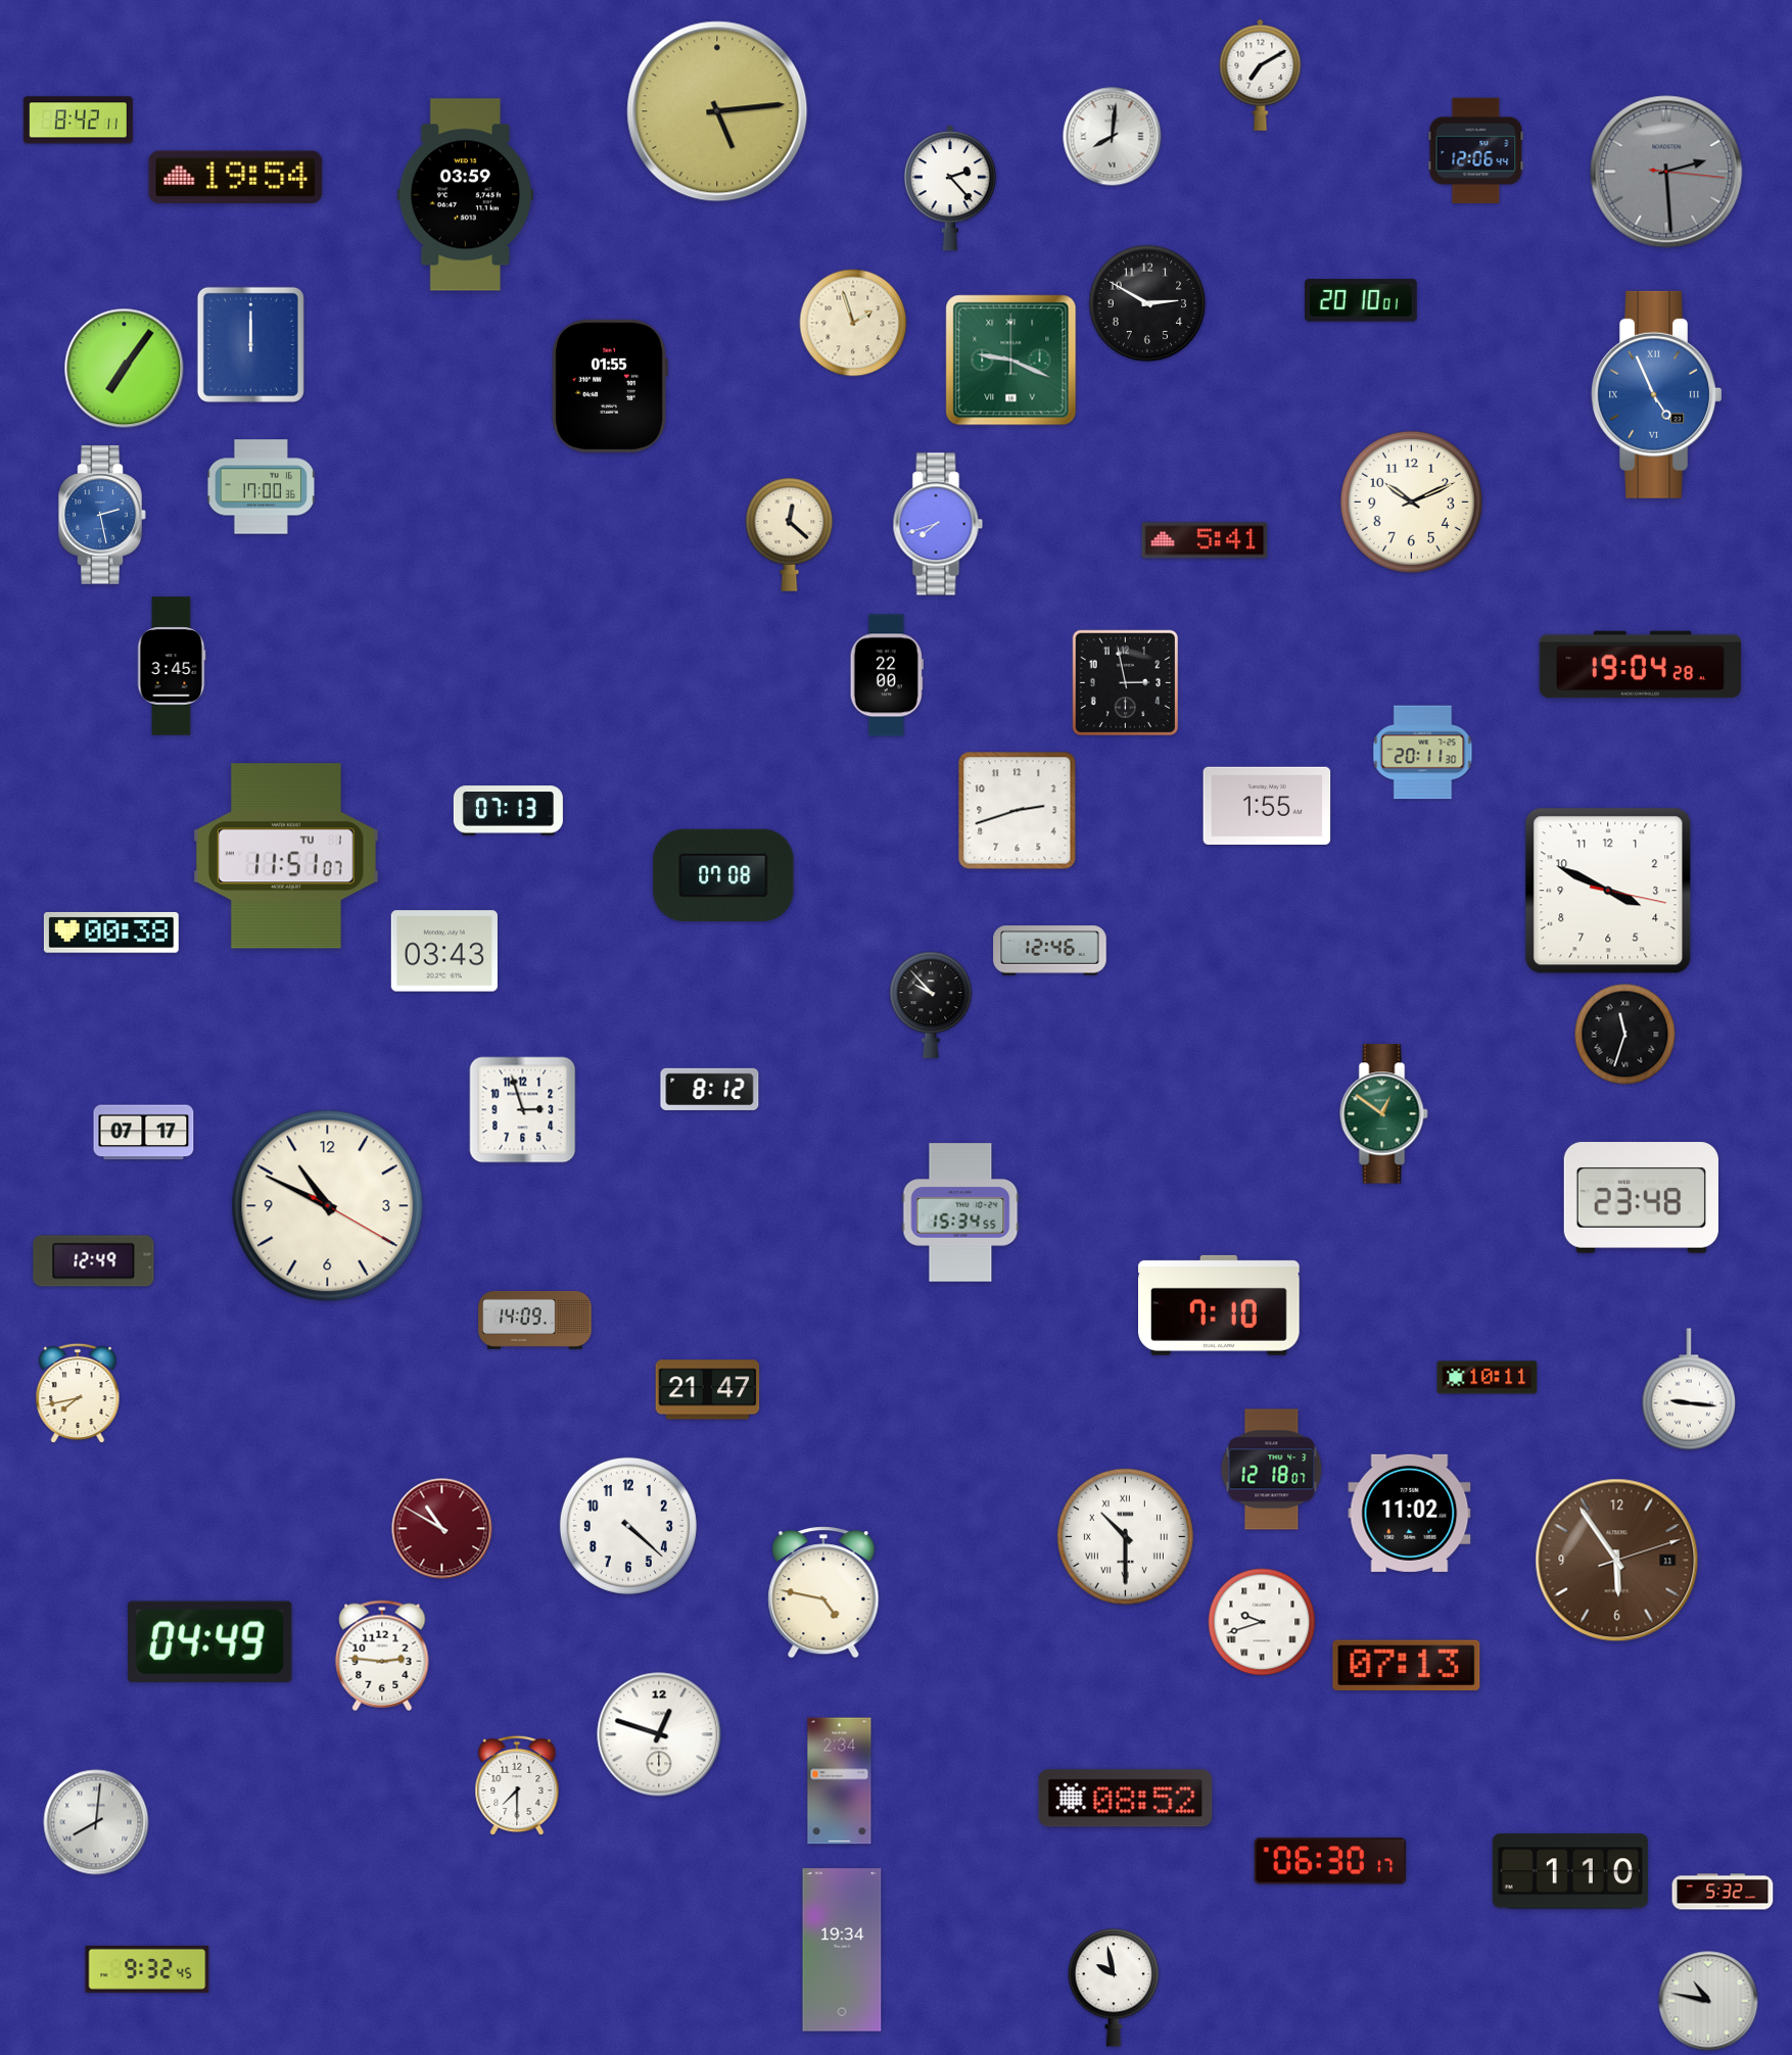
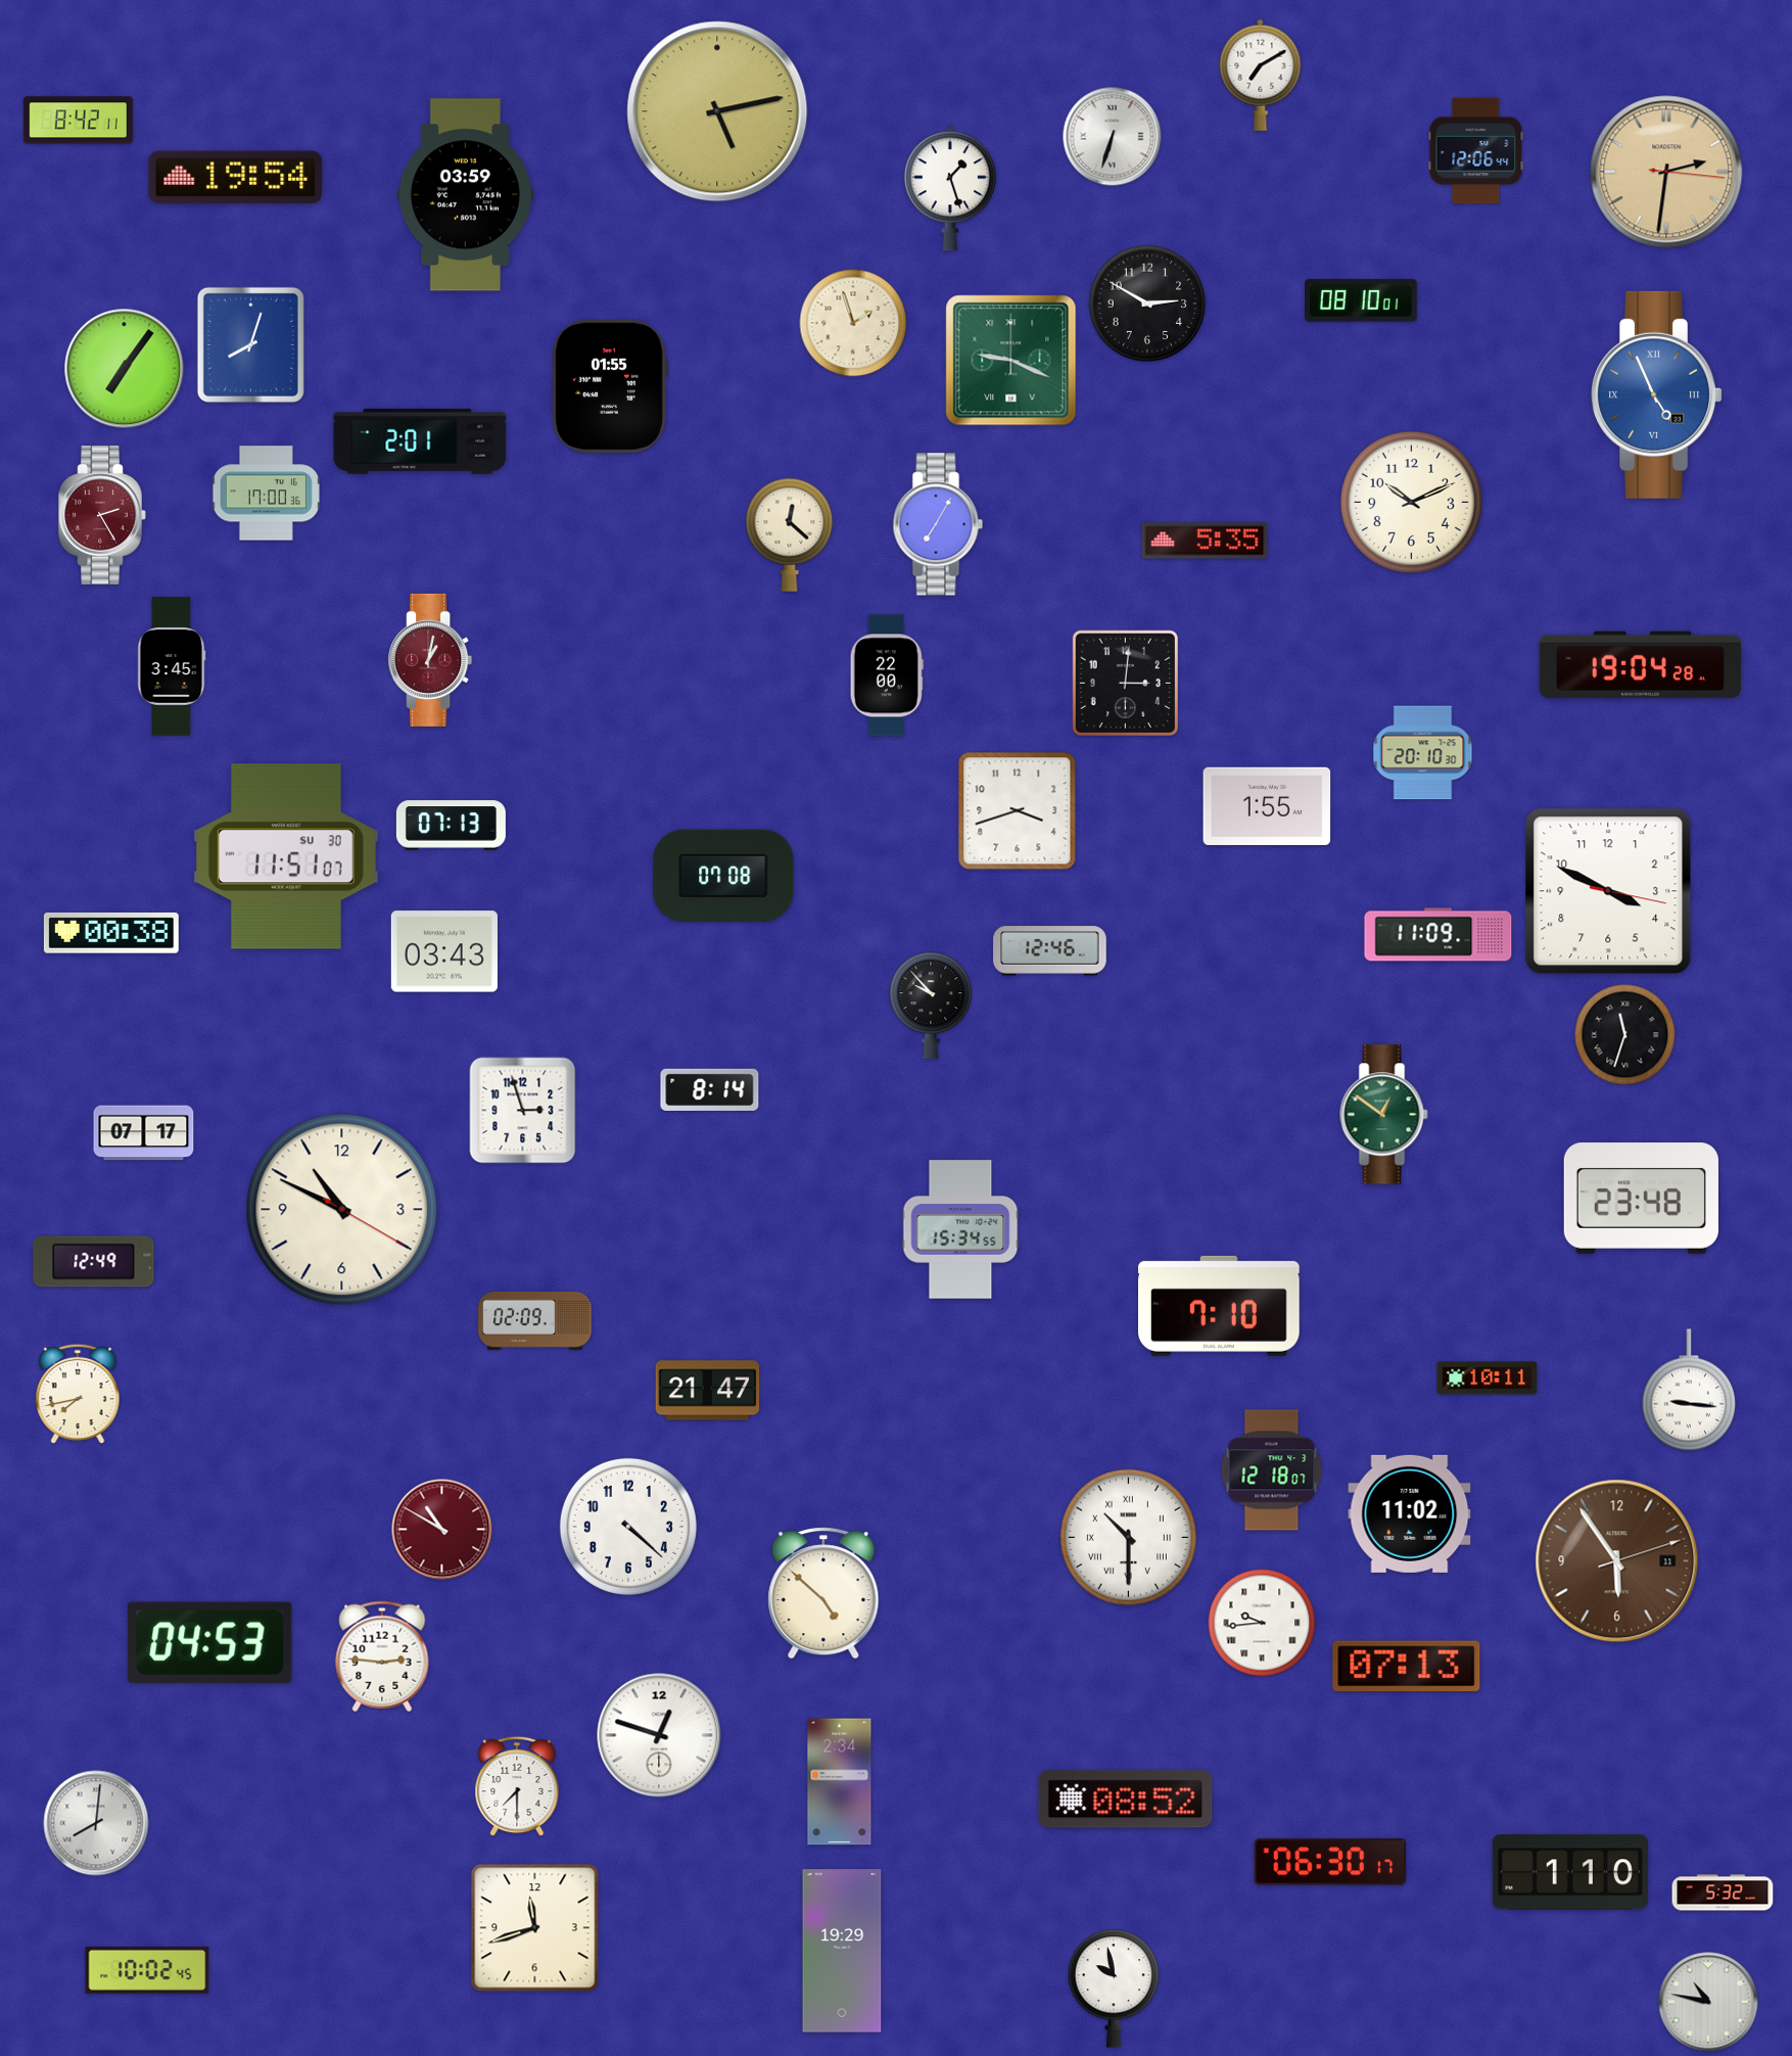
clock at (717, 111): 5:14 -> 5:13
clock at (1113, 137): 8:01 -> 6:33
clock at (1666, 172): 2:29 -> 2:31
clock at (1666, 172) dial: grey -> champagne
clock at (950, 188): 2:23 -> 1:27
clock at (1362, 300): 20:10 -> 08:10
clock at (250, 344): 12:00 -> 8:03
clock at (420, 441): none -> 2:01
clock at (261, 487) position: (261, 487) -> (266, 494)
clock at (102, 515): 2:28 -> 2:25
clock at (102, 515) dial: blue -> burgundy
clock at (938, 524): 7:42 -> 7:05
clock at (1205, 540): 5:41 -> 5:35
clock at (430, 660): none -> 1:02
clock at (1125, 682): 2:58 -> 3:01
clock at (1423, 753): 20:11 -> 20:10
clock at (508, 811) position: (508, 811) -> (451, 826)
clock at (1018, 811): 2:42 -> 3:42
clock at (286, 856) date: TU 1 -> SU 30
clock at (1439, 935): none -> 11:09
clock at (710, 1089): 8:12 -> 8:14
clock at (328, 1206) position: (328, 1206) -> (342, 1210)
clock at (960, 1212) position: (960, 1212) -> (960, 1229)
clock at (535, 1320): 14:09 -> 02:09
clock at (1125, 1536) position: (1125, 1536) -> (1128, 1537)
clock at (823, 1592): 4:47 -> 4:52
clock at (1262, 1622): 9:42 -> 9:44
clock at (210, 1641): 04:49 -> 04:53
clock at (535, 1928): none -> 11:42
clock at (842, 1950): 19:34 -> 19:29
clock at (147, 1969): 9:32 -> 10:02
